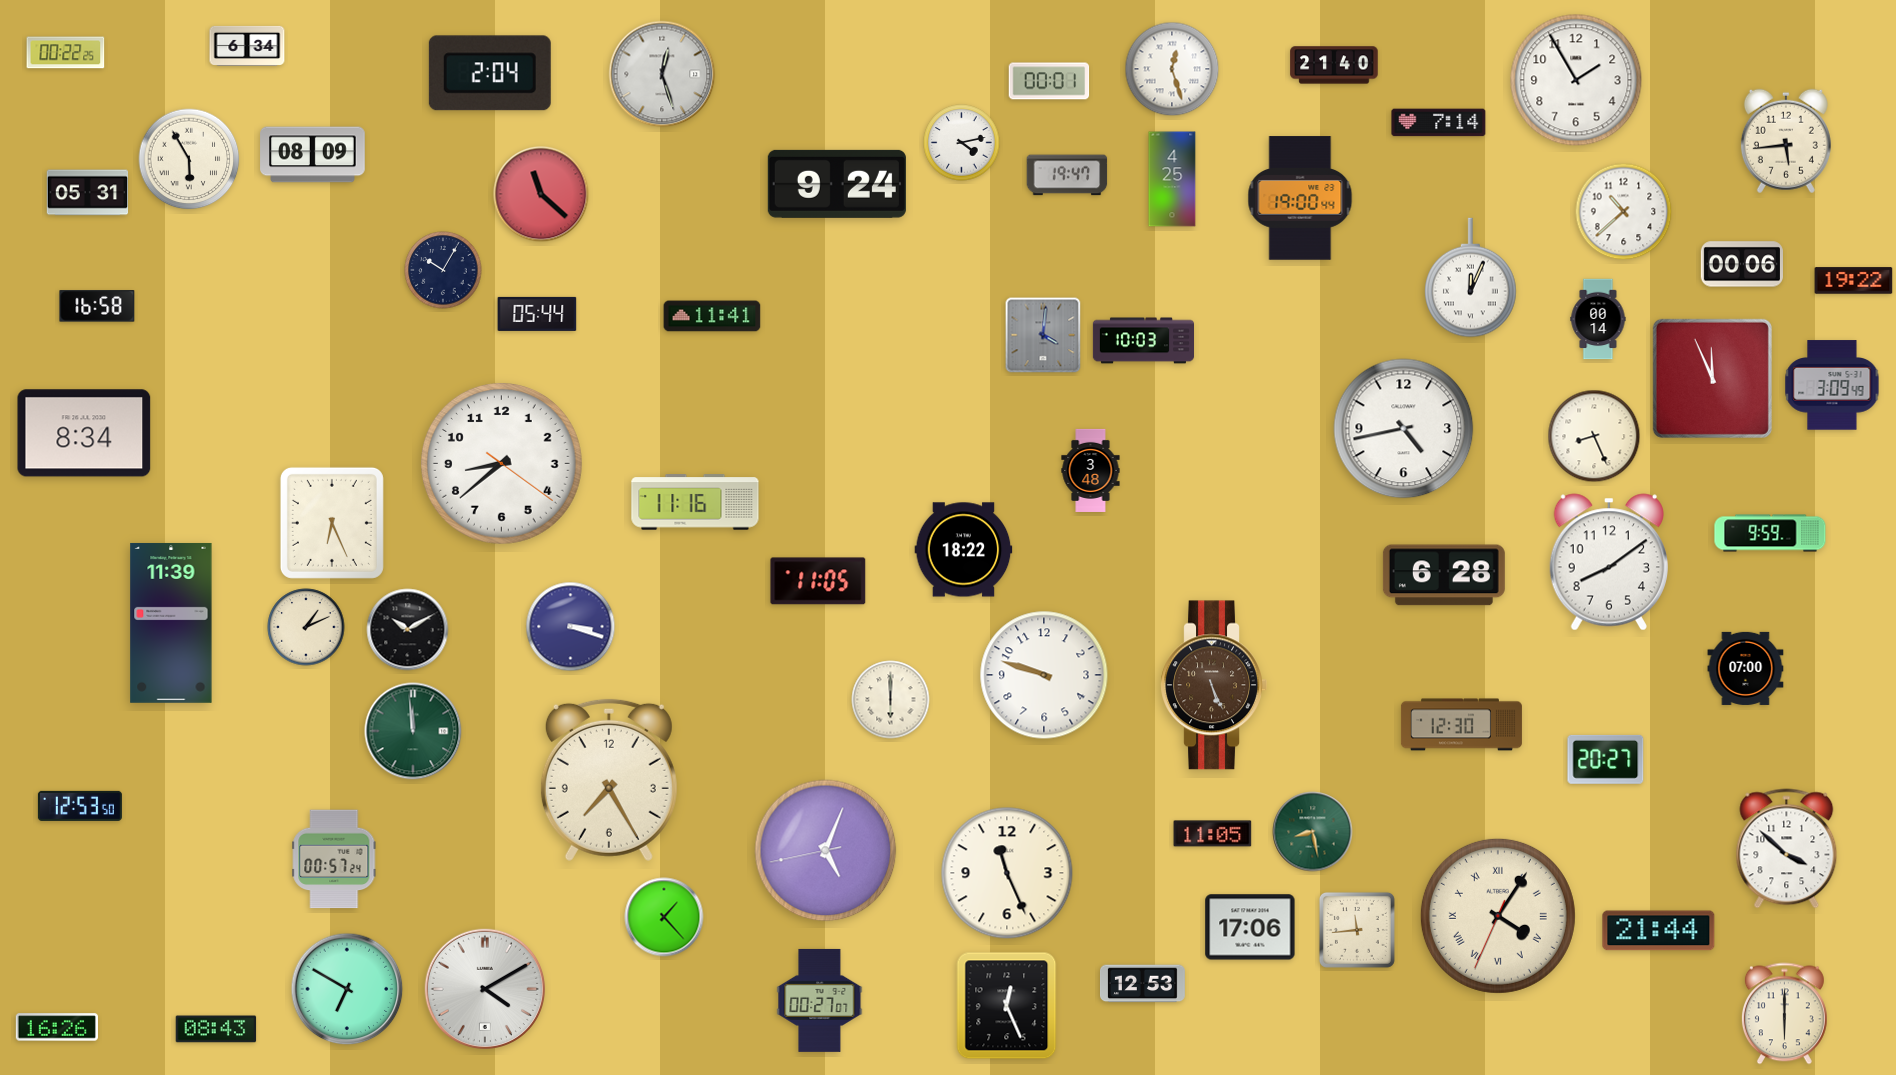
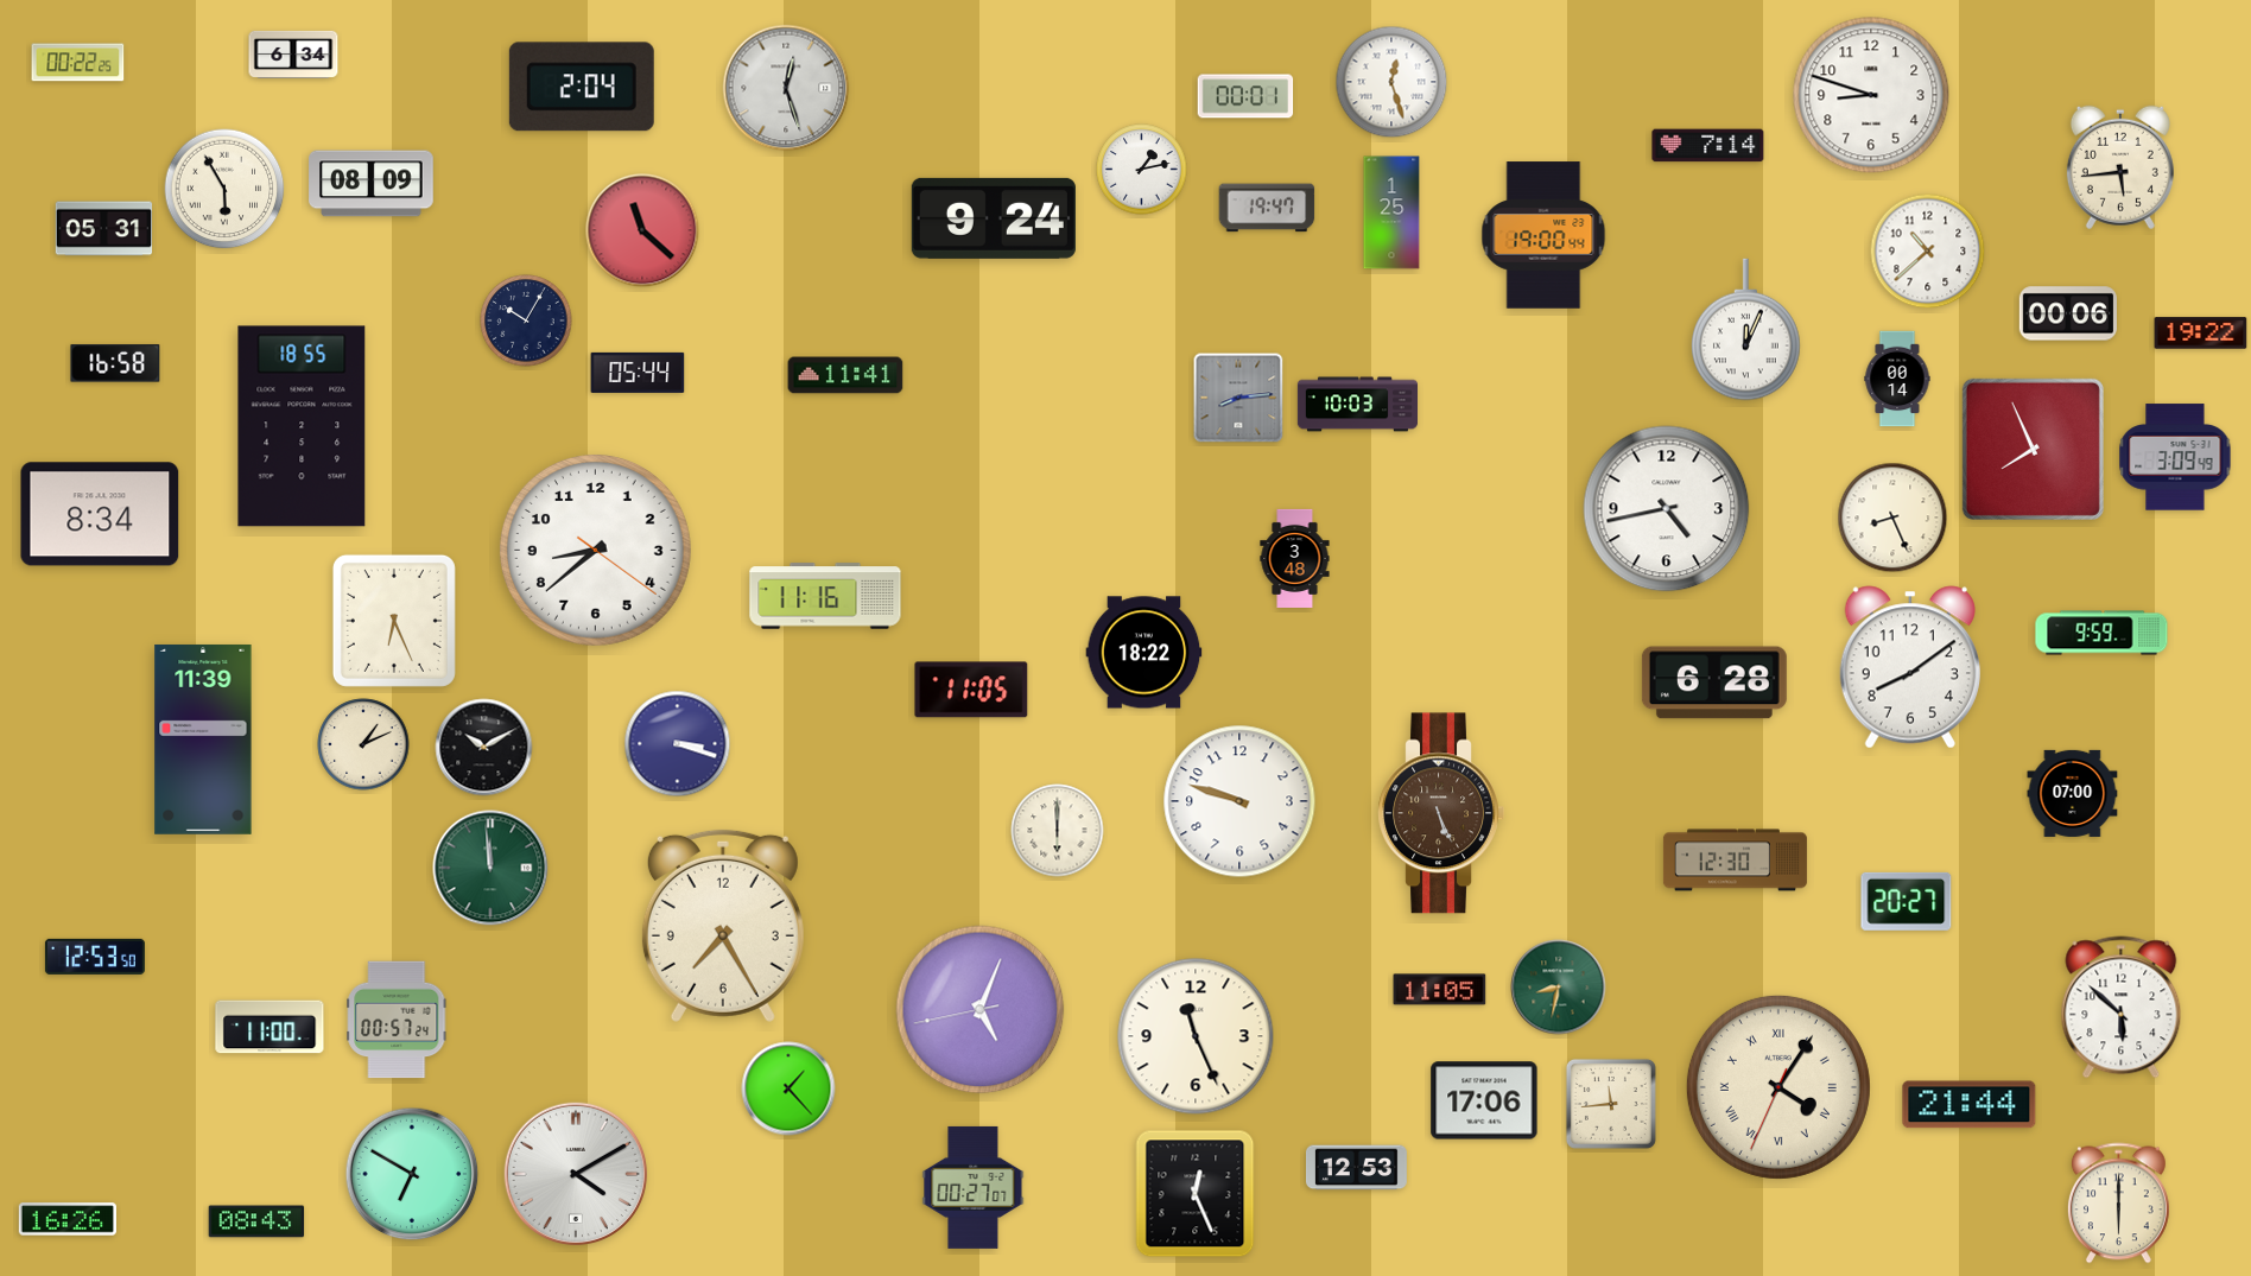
clock at (1334, 65): 21:40 -> none
clock at (1576, 80): 1:55 -> 8:48
clock at (962, 143): 4:13 -> 1:13
clock at (1172, 179): 4:25 -> 1:25
clock at (1043, 335): 4:01 -> 8:14
clock at (302, 426): none -> 18:55
clock at (1712, 378): 11:56 -> 7:56
clock at (1313, 832): 8:28 -> 8:32
clock at (1787, 849): 3:52 -> 5:52
clock at (270, 1027): none -> 11:00
